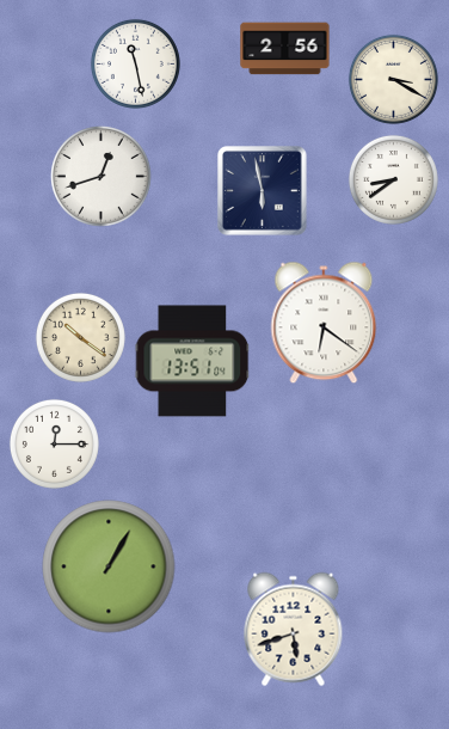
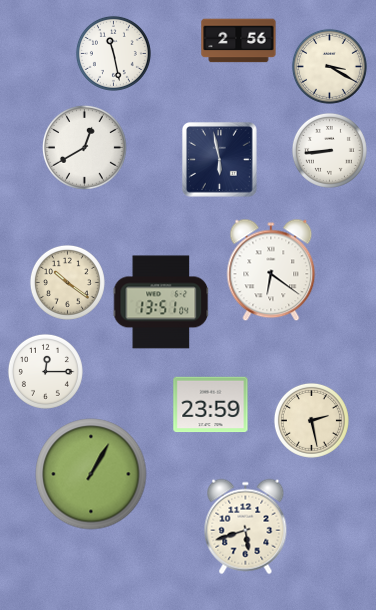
clock at (102, 177): 12:42 -> 12:40
clock at (393, 179): 8:39 -> 8:44
clock at (211, 405): none -> 23:59
clock at (311, 420): none -> 2:28
